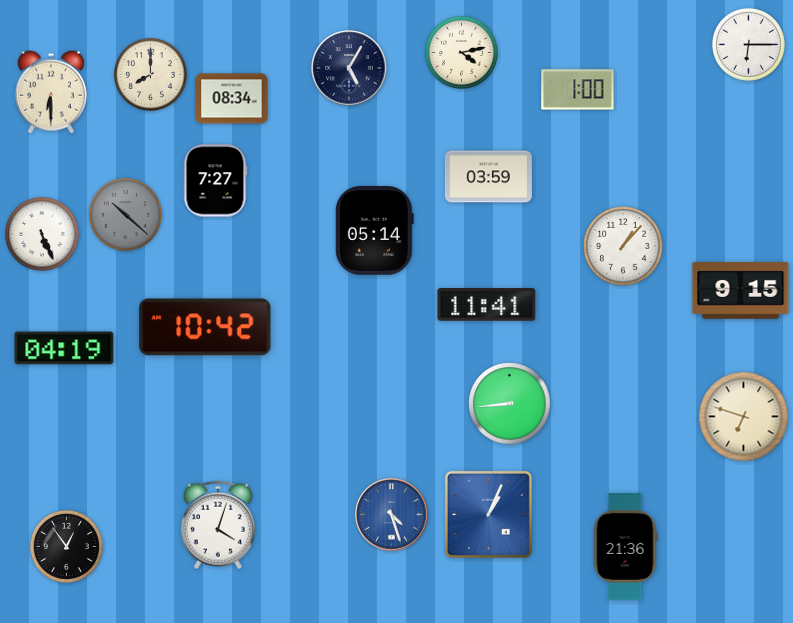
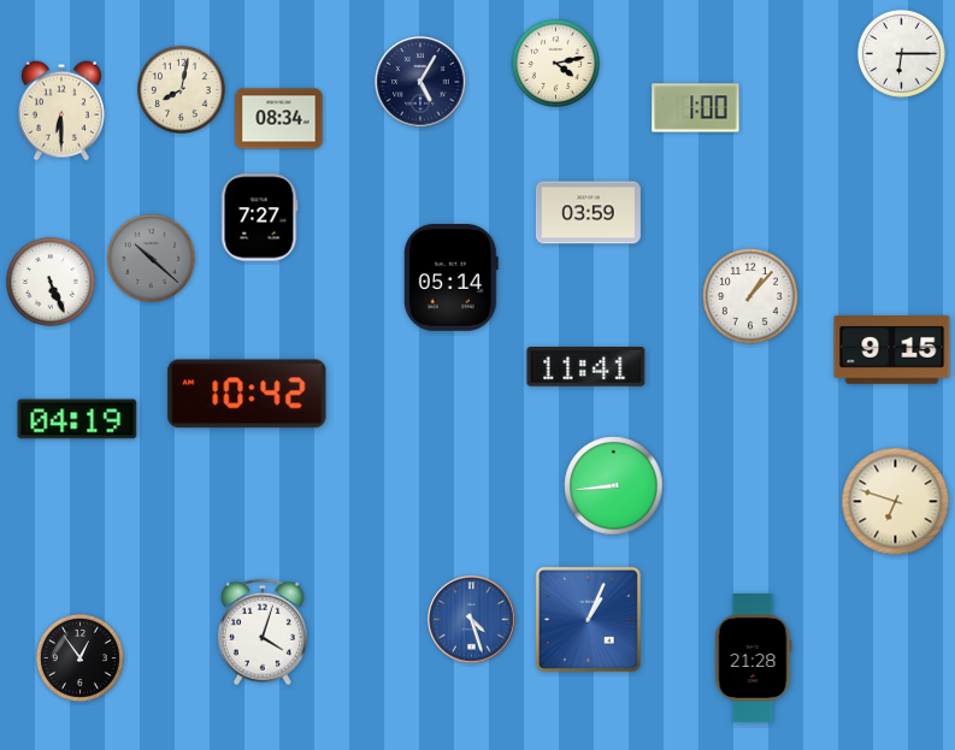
clock at (150, 74): 8:00 -> 8:02
clock at (625, 546): 21:36 -> 21:28
